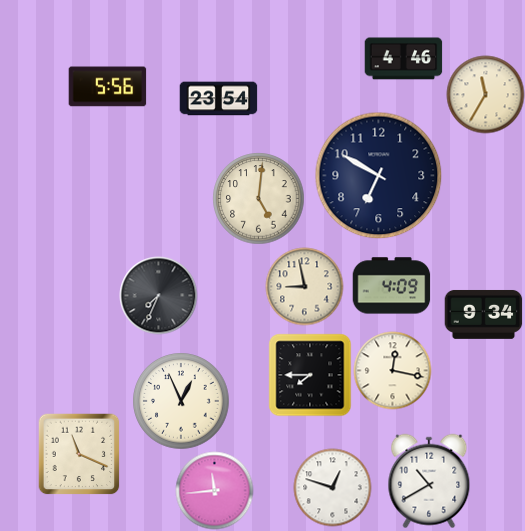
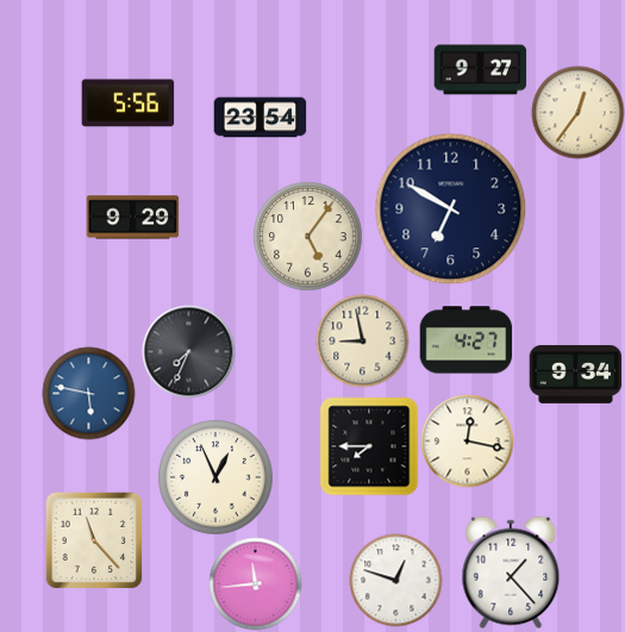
clock at (403, 59): 4:46 -> 9:27
clock at (485, 94): 11:35 -> 12:36
clock at (132, 218): none -> 9:29
clock at (258, 198): 5:01 -> 5:06
clock at (391, 286): 4:09 -> 4:27
clock at (88, 393): none -> 5:47
clock at (79, 454): 11:19 -> 11:23
clock at (429, 481): 10:40 -> 1:23
